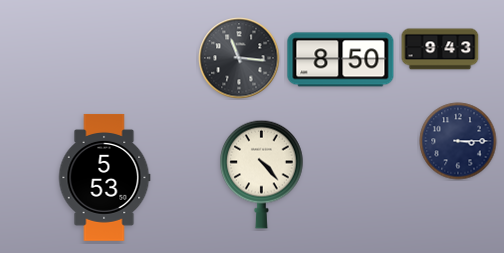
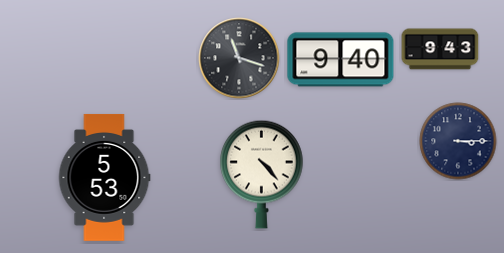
clock at (239, 58): 11:16 -> 11:18
clock at (341, 60): 8:50 -> 9:40
